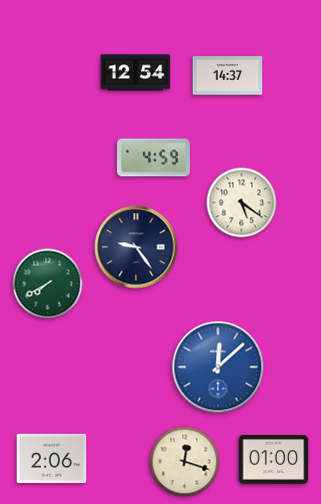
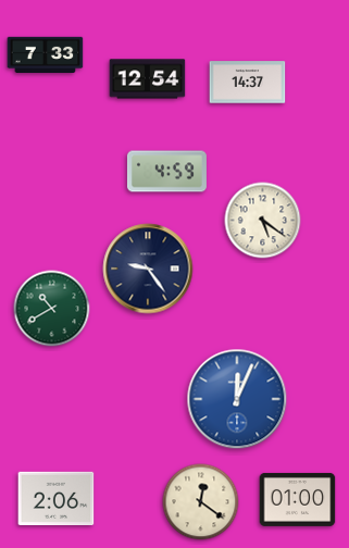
clock at (46, 54): none -> 7:33
clock at (48, 284): 7:40 -> 10:40
clock at (218, 367): 12:08 -> 12:04
clock at (185, 462): 12:18 -> 12:21
